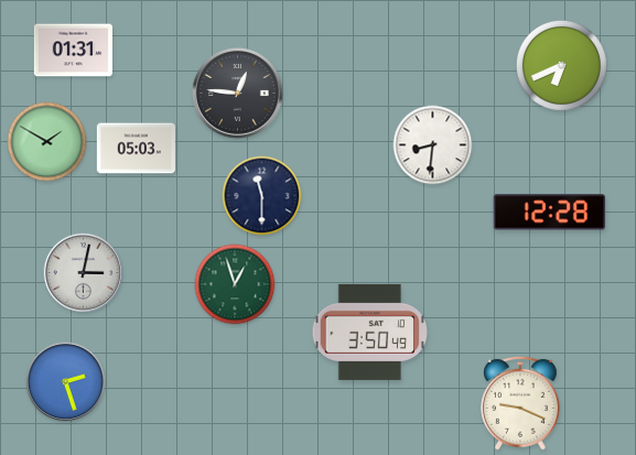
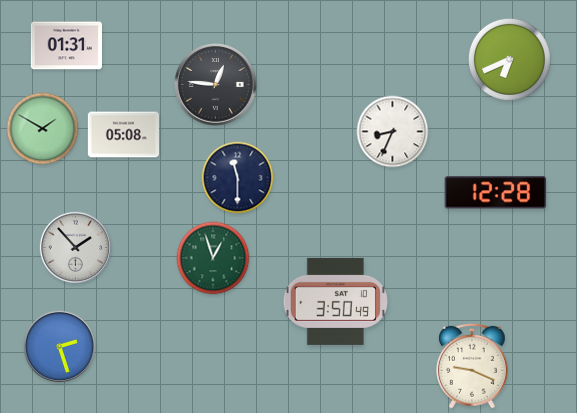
clock at (433, 145): 8:31 -> 8:34
clock at (136, 149): 05:03 -> 05:08
clock at (550, 213) position: (550, 213) -> (496, 193)
clock at (84, 273): 3:02 -> 1:53
